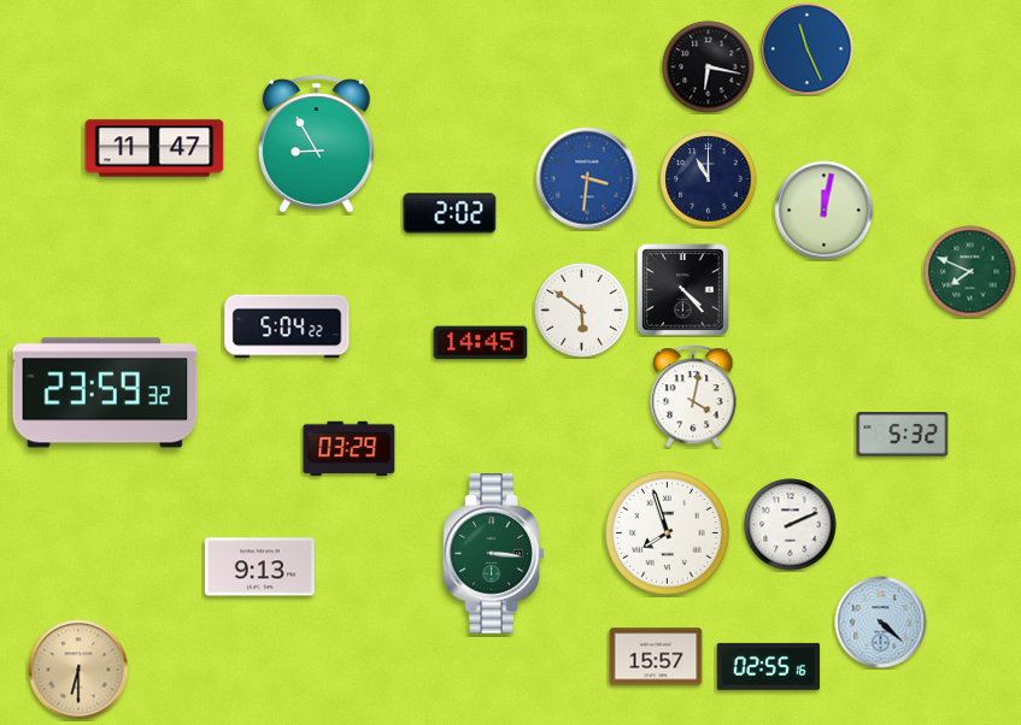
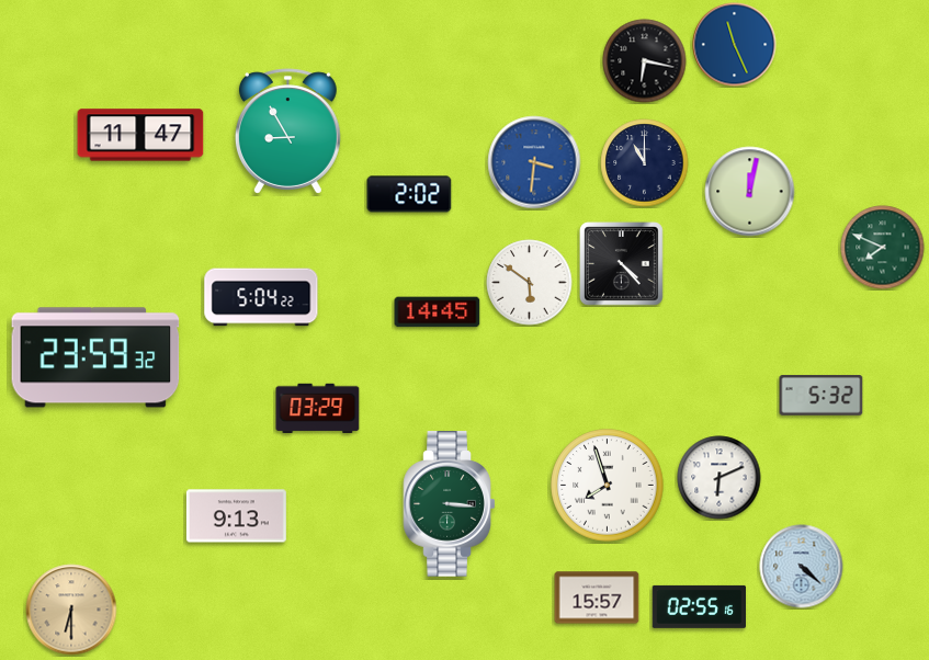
clock at (693, 396): 4:02 -> none
clock at (791, 525): 2:11 -> 6:11
